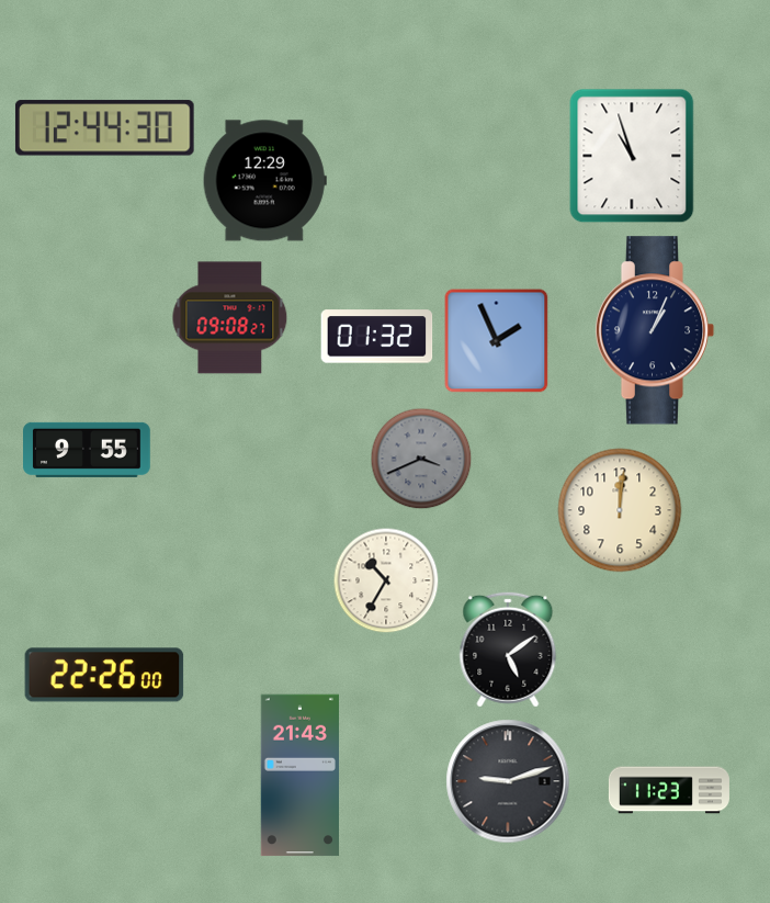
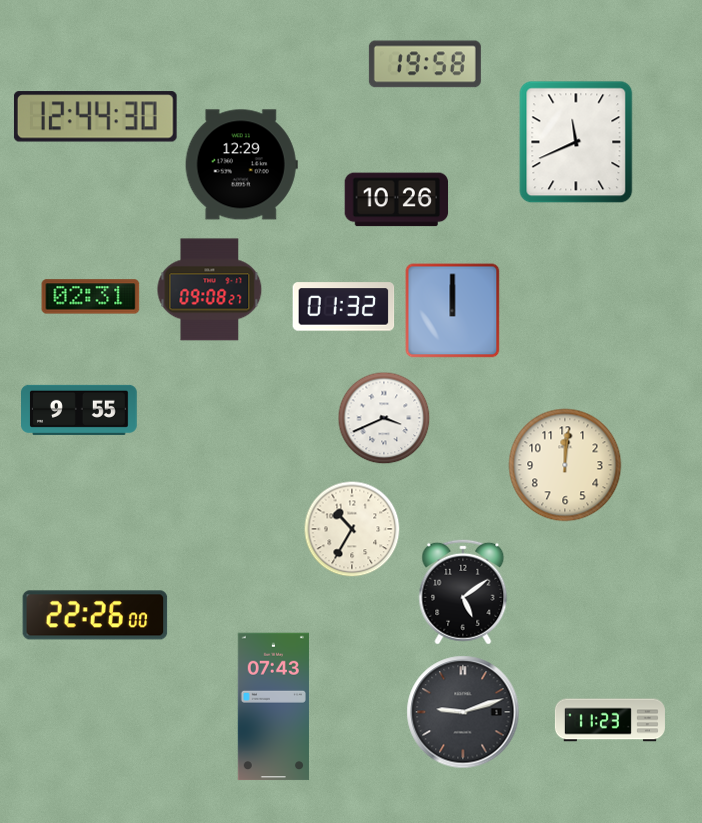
clock at (425, 64): none -> 19:58
clock at (632, 156): 10:57 -> 11:41
clock at (397, 200): none -> 10:26
clock at (91, 297): none -> 02:31
clock at (655, 330): 1:04 -> none
clock at (496, 340): 1:56 -> 12:00
clock at (421, 459) dial: grey -> white
clock at (299, 776): 21:43 -> 07:43
